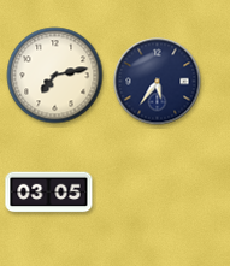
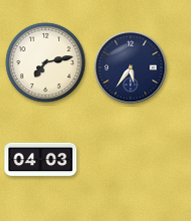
clock at (49, 193): 03:05 -> 04:03
